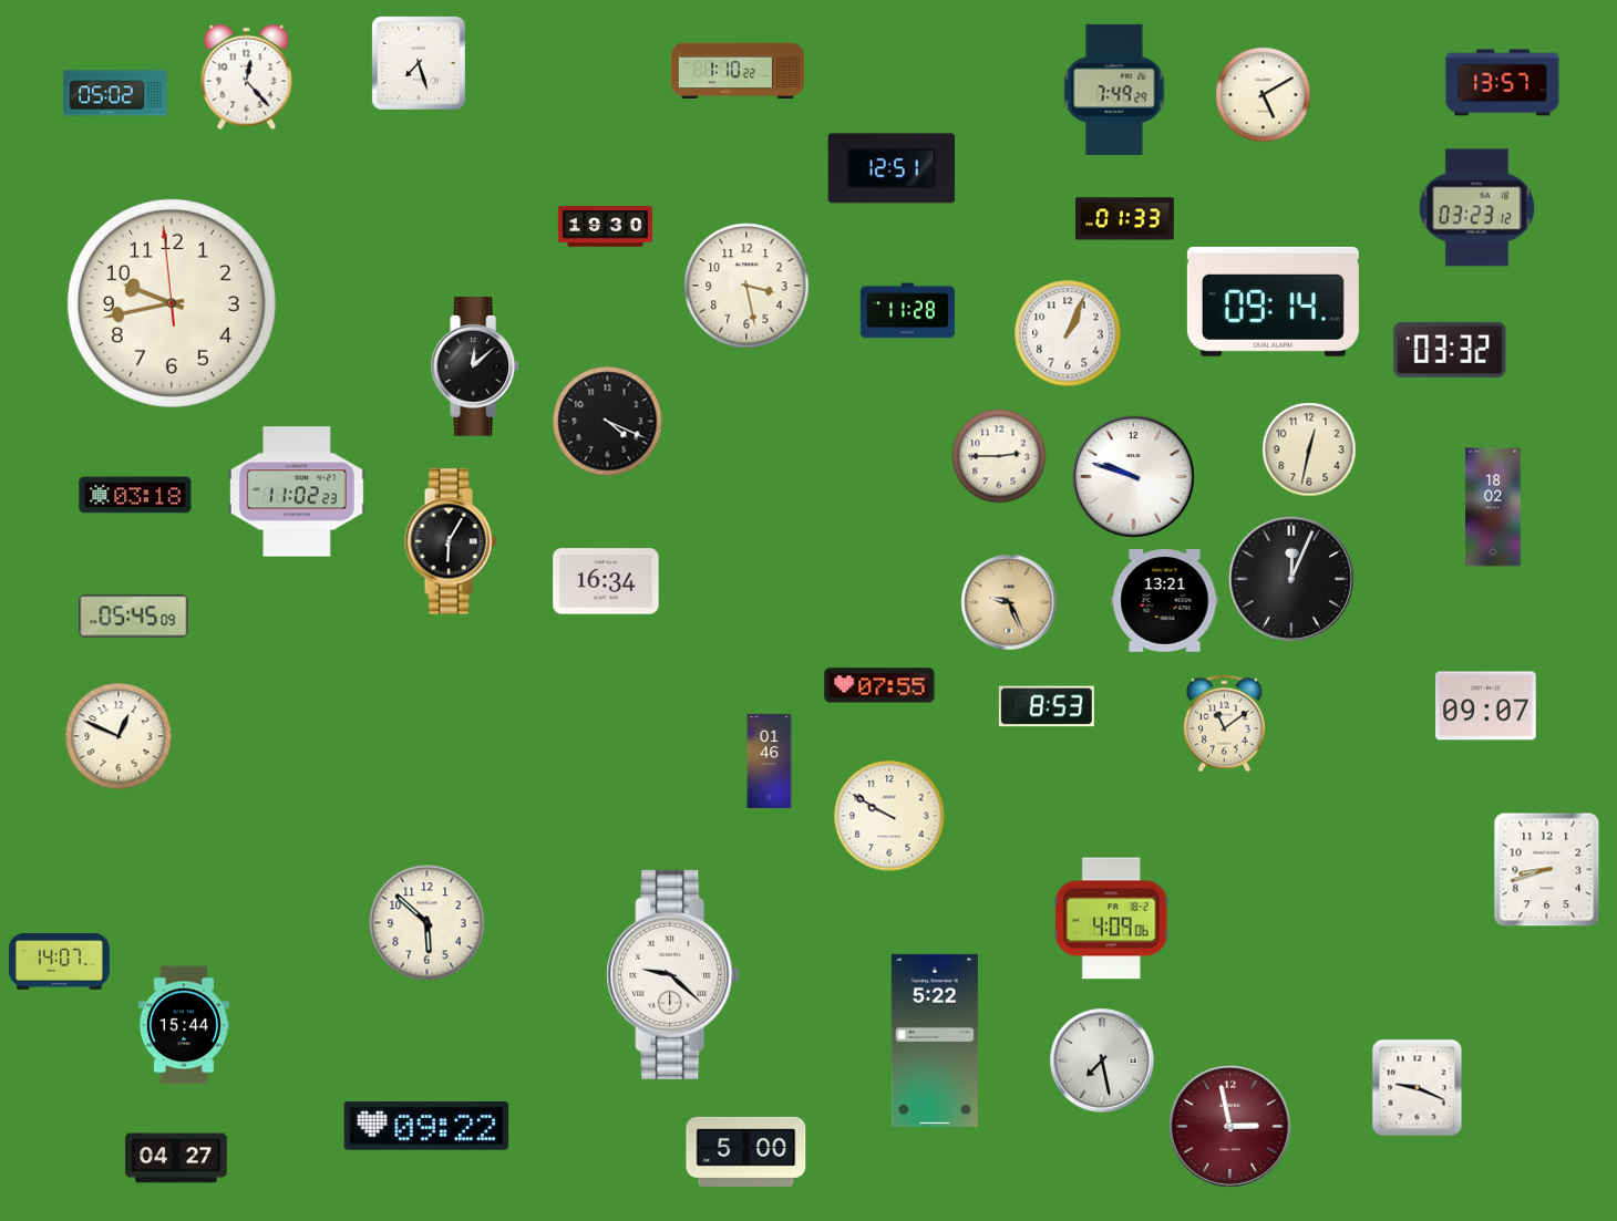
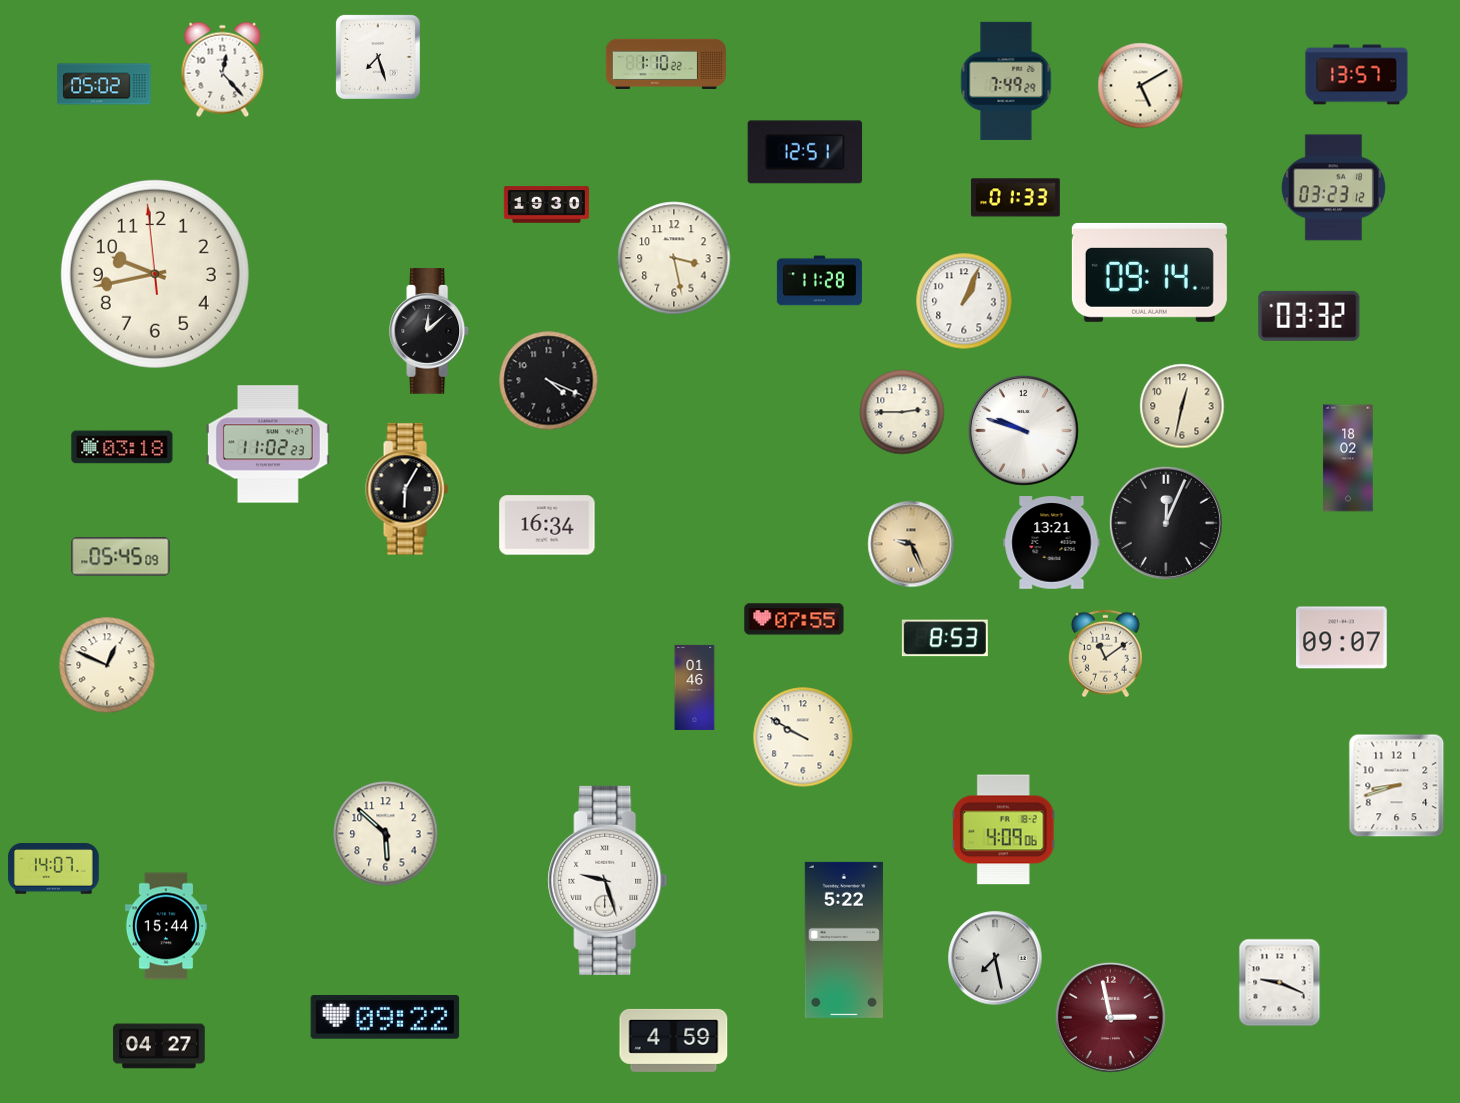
clock at (673, 974): 9:22 -> 9:27
clock at (746, 1151): 5:00 -> 4:59
